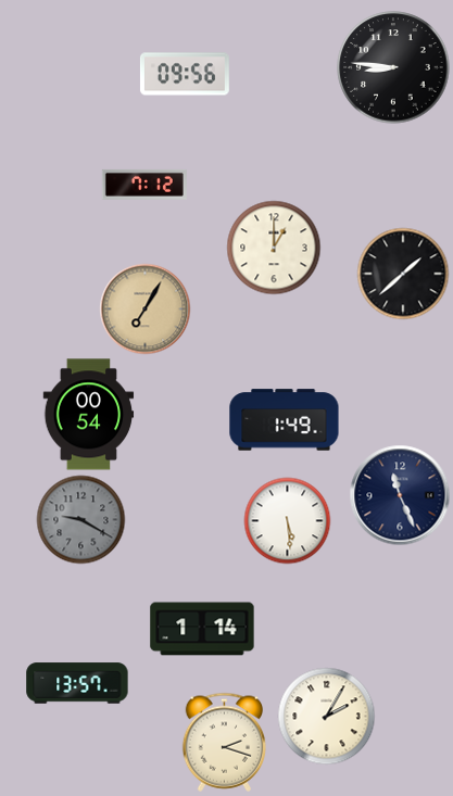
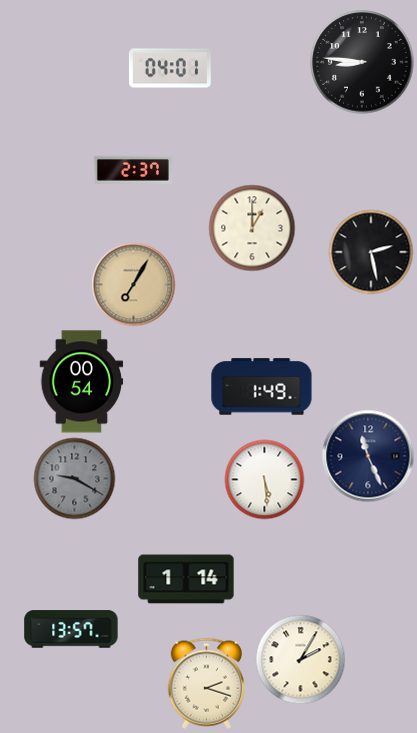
clock at (185, 74): 09:56 -> 04:01
clock at (144, 185): 7:12 -> 2:37
clock at (403, 274): 1:38 -> 2:28
